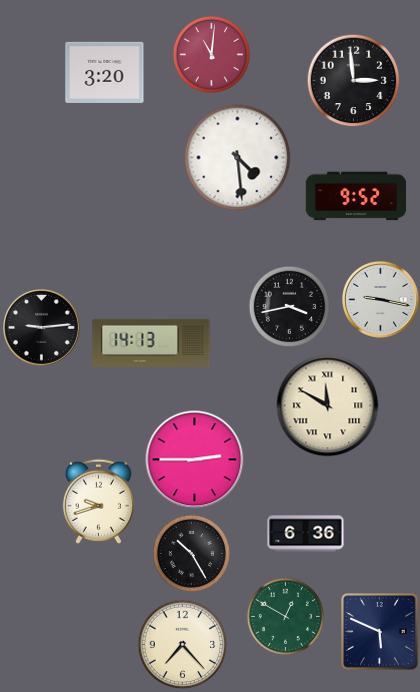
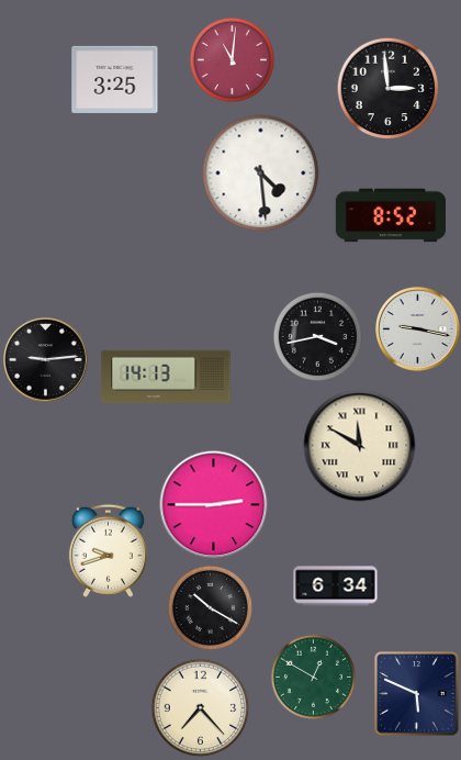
clock at (105, 72): 3:20 -> 3:25
clock at (356, 196): 9:52 -> 8:52
clock at (306, 534): 6:36 -> 6:34
clock at (191, 553): 10:25 -> 10:20
